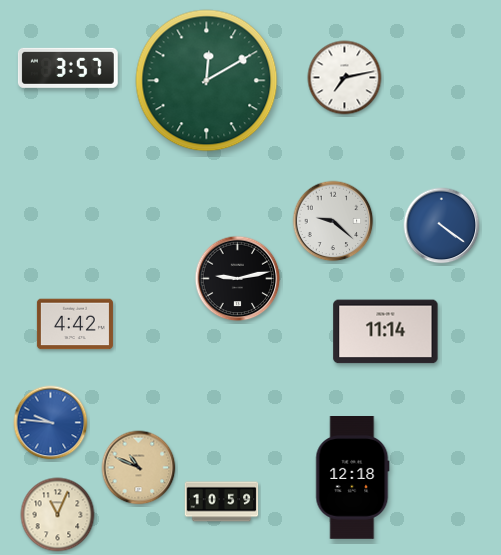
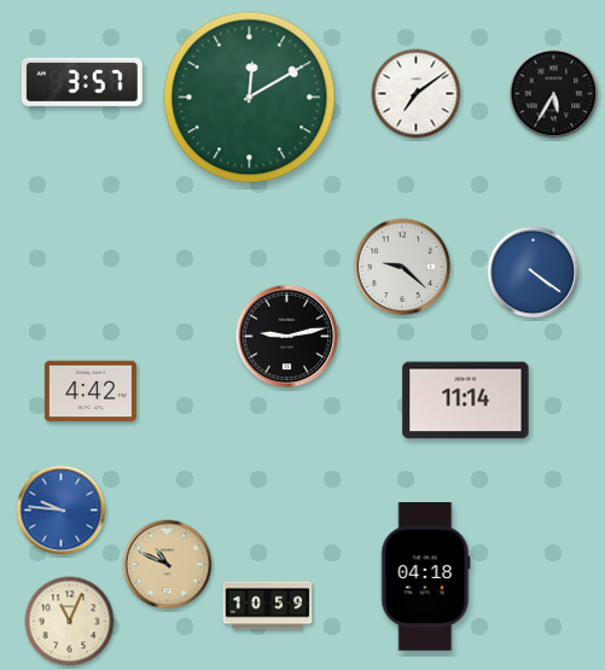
clock at (345, 78): 7:13 -> 7:09
clock at (554, 94): none -> 5:35
clock at (353, 478): 12:18 -> 04:18
